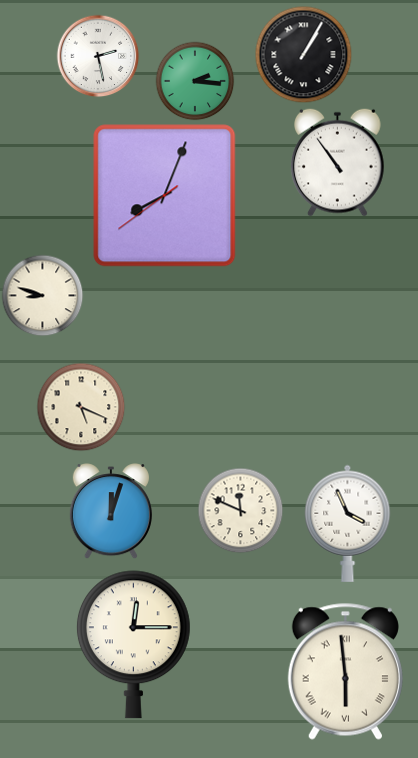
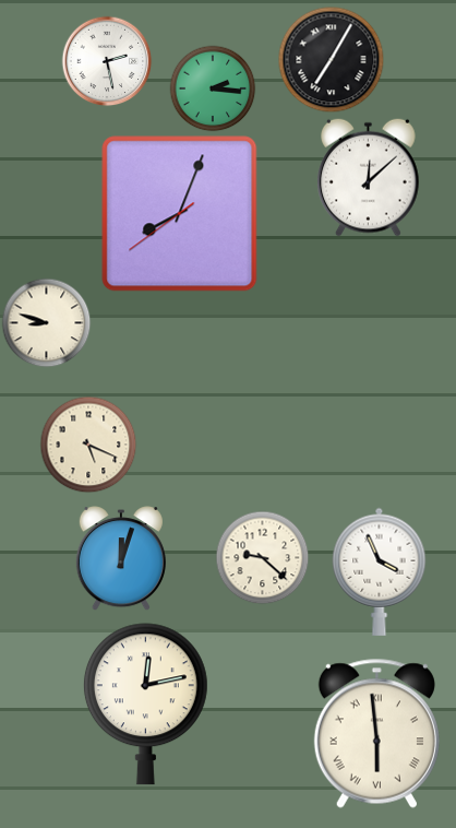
clock at (303, 54): 1:05 -> 7:05
clock at (338, 162): 10:54 -> 12:08
clock at (240, 510): 11:49 -> 9:22
clock at (133, 645): 12:15 -> 12:13
